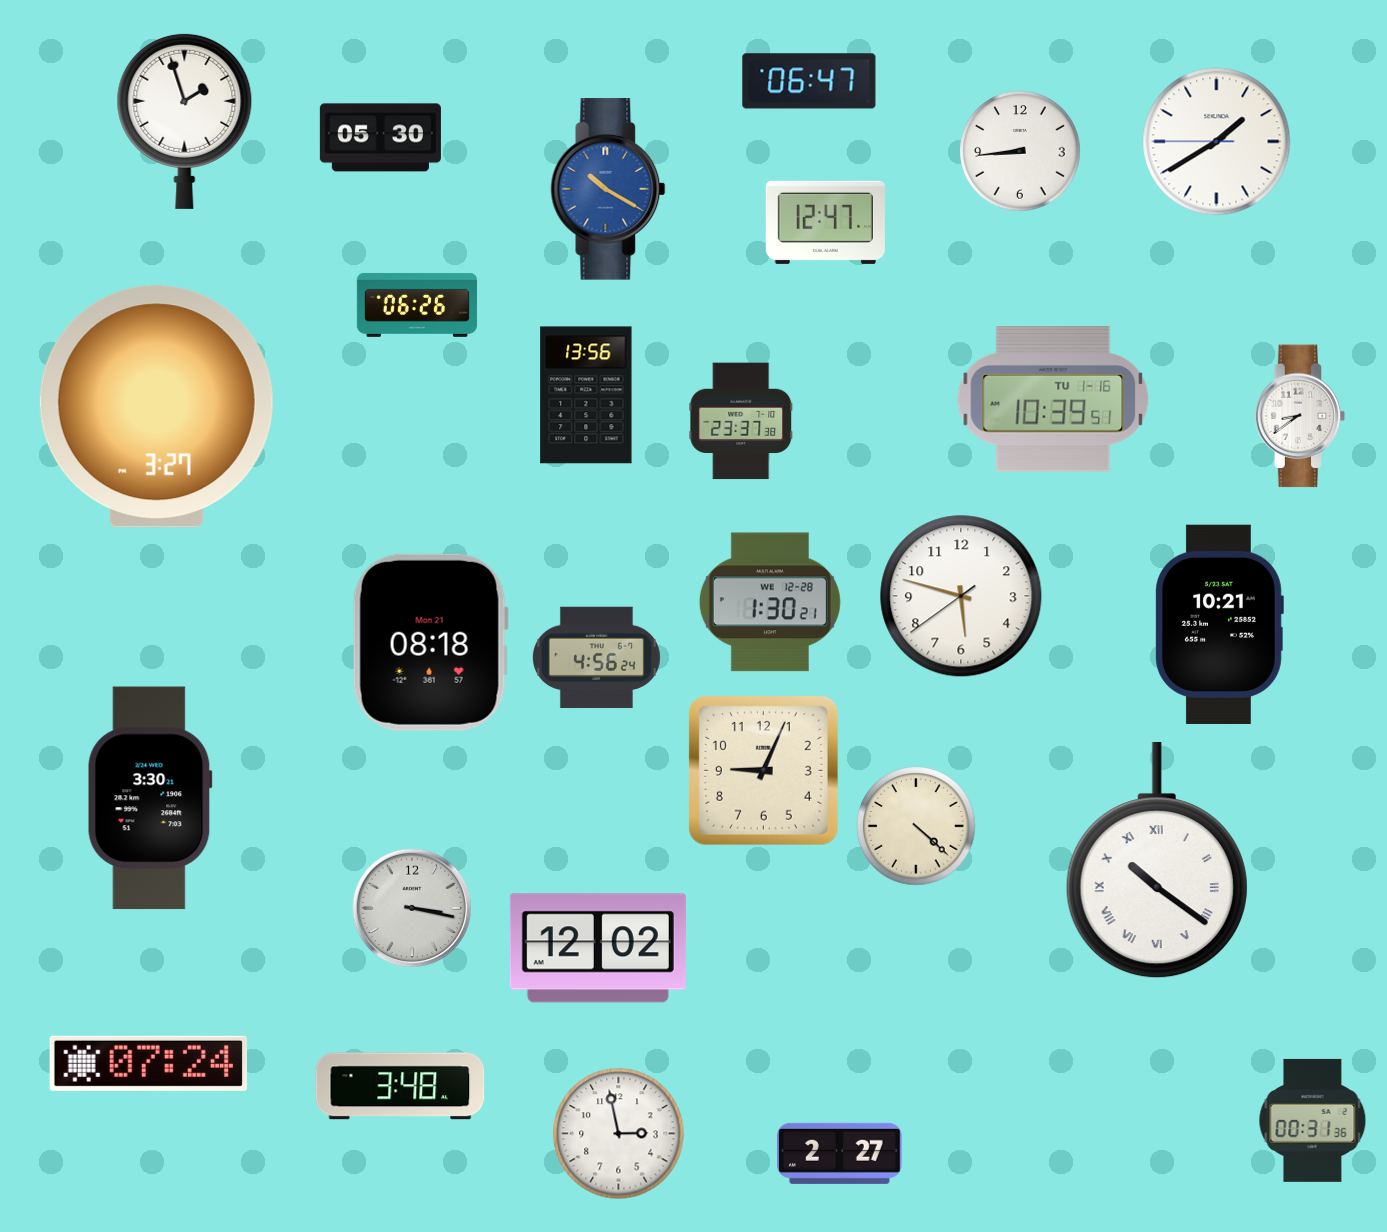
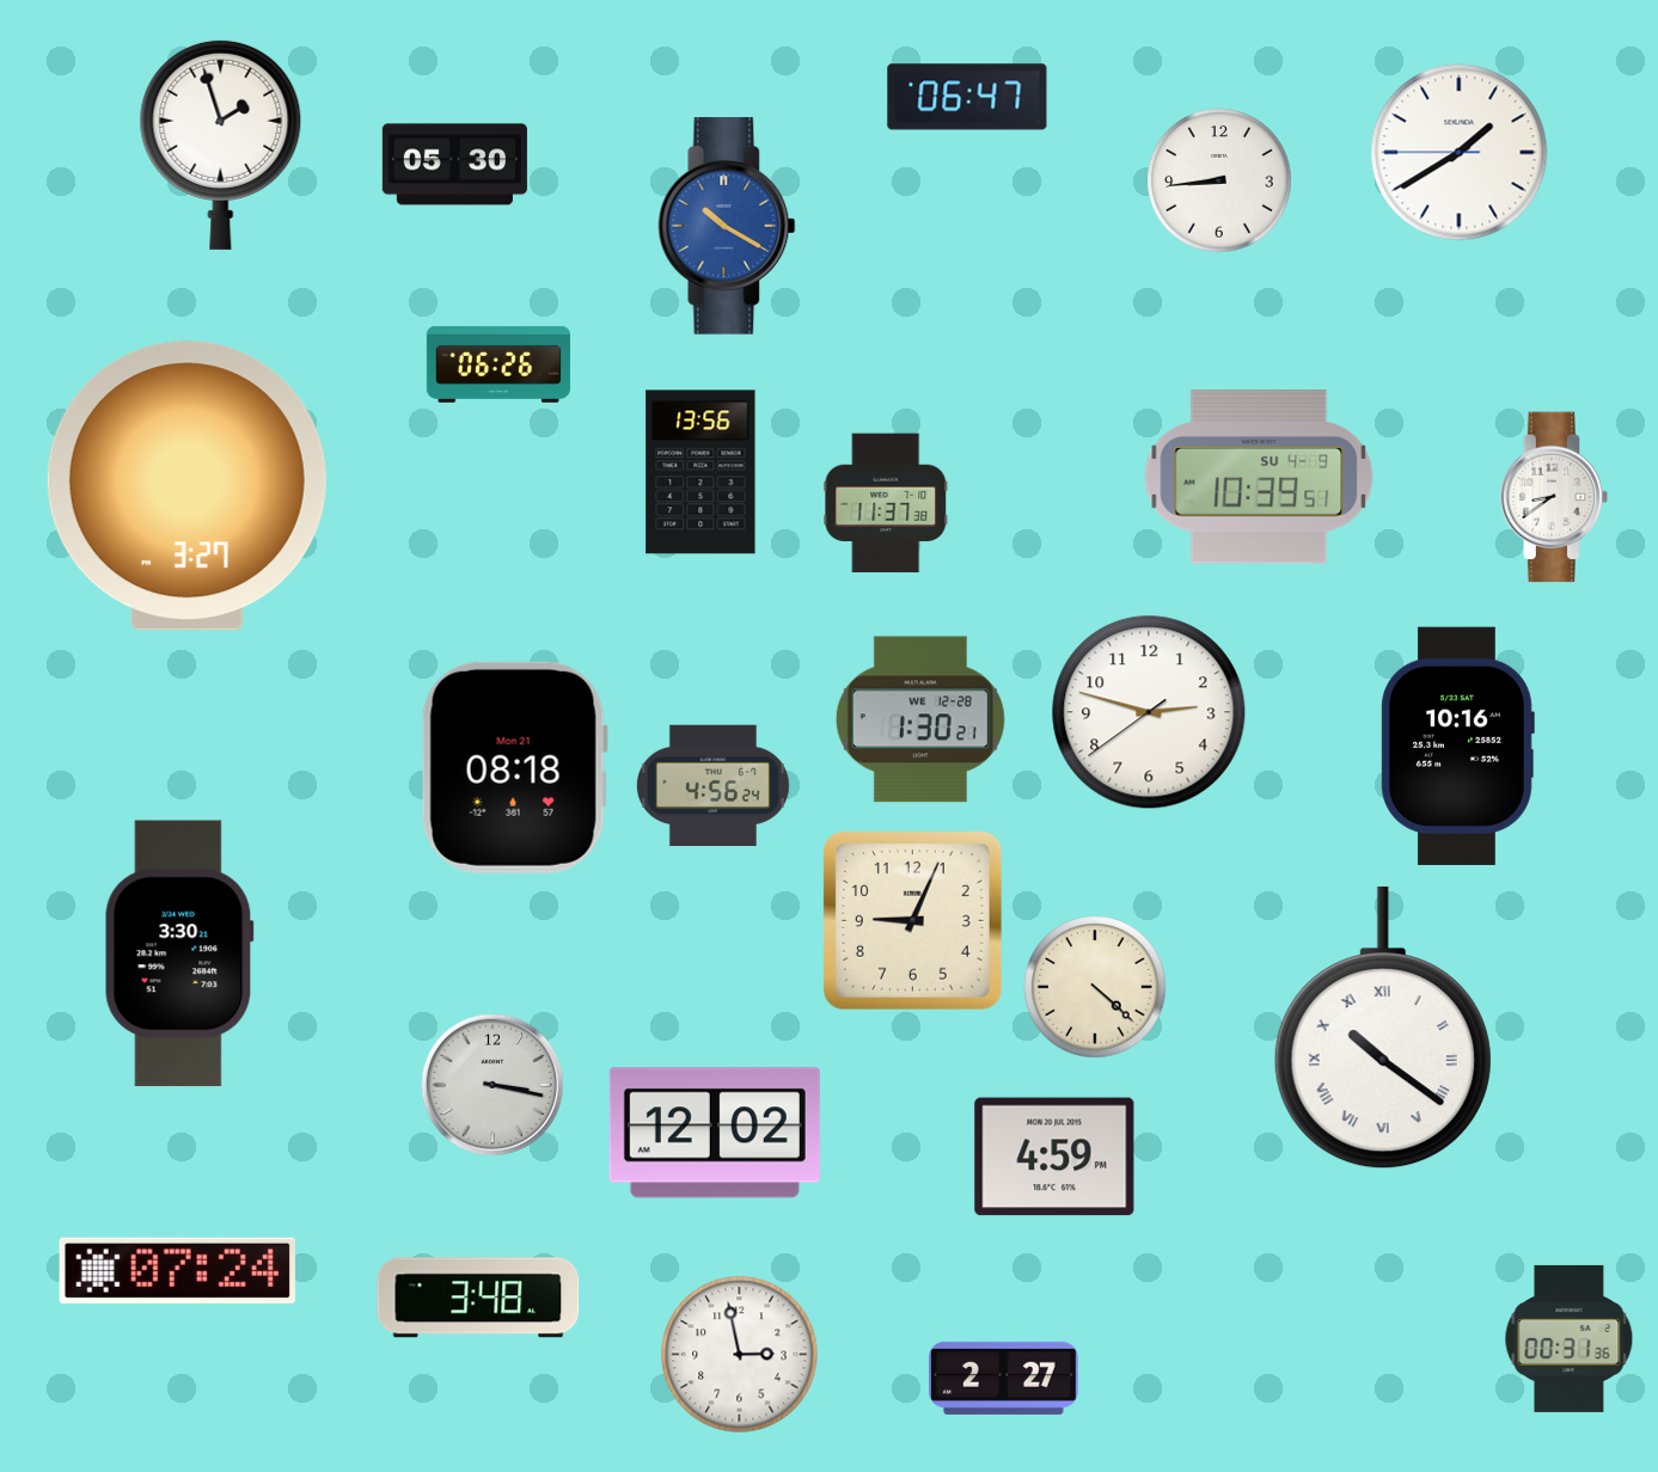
clock at (1217, 142) position: (1217, 142) -> (1460, 153)
clock at (825, 222): 12:47 -> none
clock at (1053, 399) date: TU 1-16 -> SU 4-9
clock at (741, 421): 23:37 -> 11:37
clock at (961, 596): 5:47 -> 2:47
clock at (1219, 624): 10:21 -> 10:16
clock at (1054, 1157): none -> 4:59
